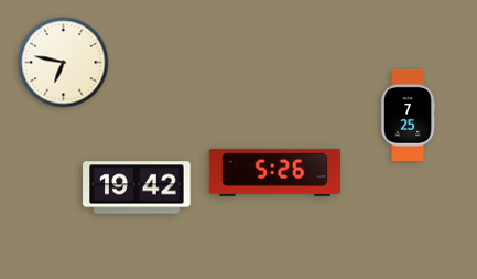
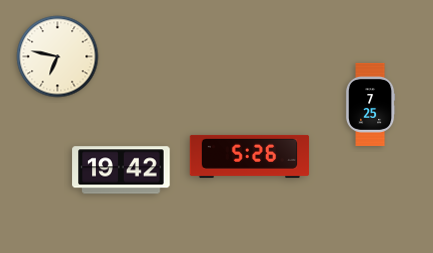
clock at (137, 187) position: (137, 187) -> (121, 170)
